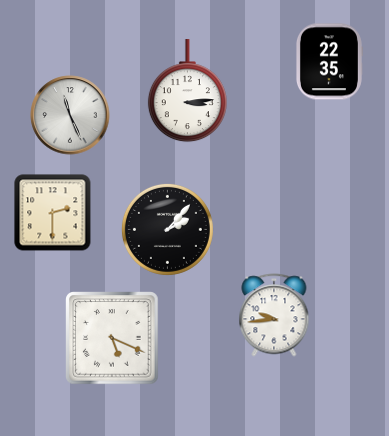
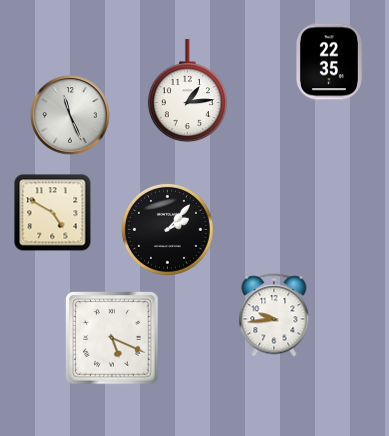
clock at (187, 91): 3:14 -> 1:14
clock at (53, 213): 2:30 -> 4:50
